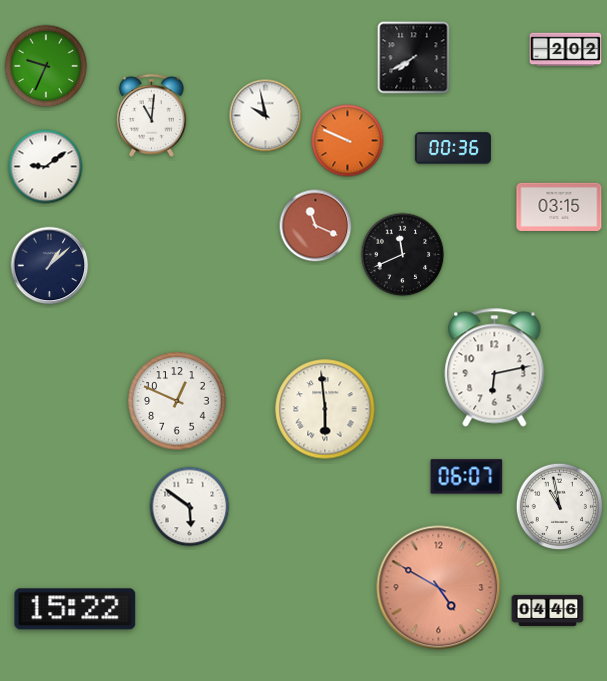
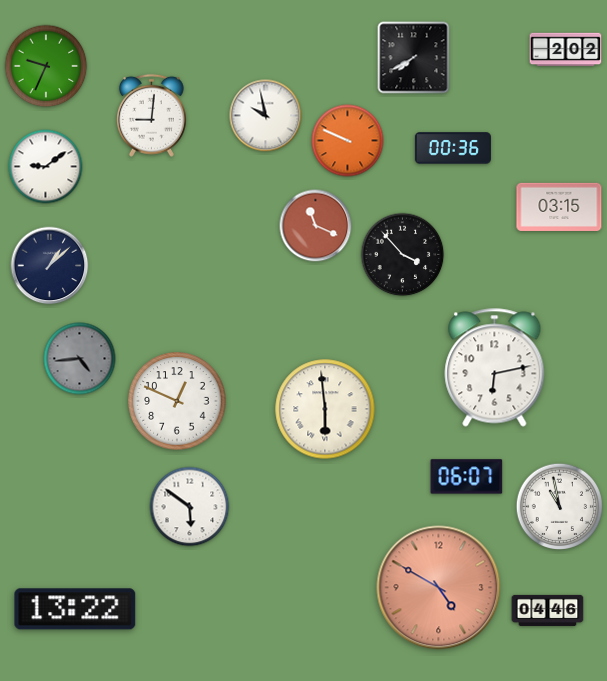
clock at (151, 115): 11:01 -> 9:01
clock at (403, 255): 11:41 -> 3:53
clock at (80, 359): none -> 4:44
clock at (75, 609): 15:22 -> 13:22
